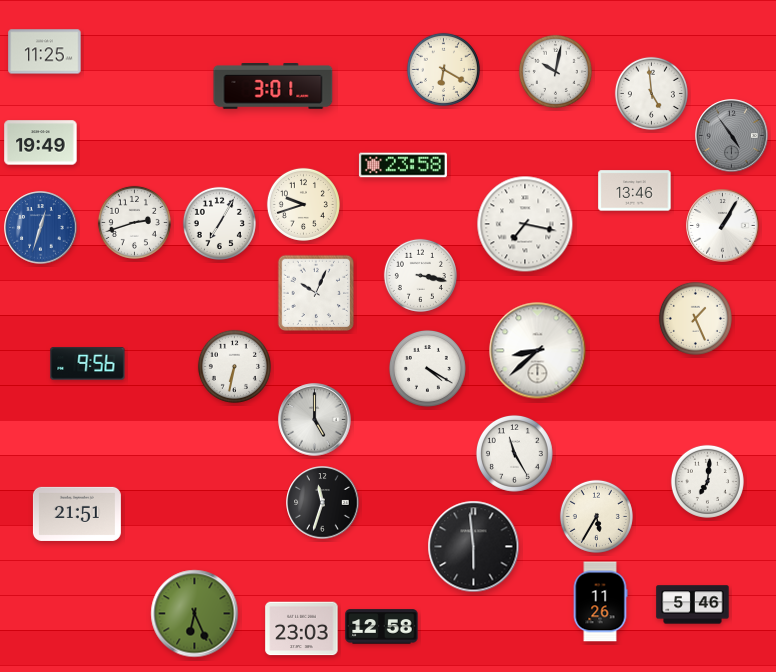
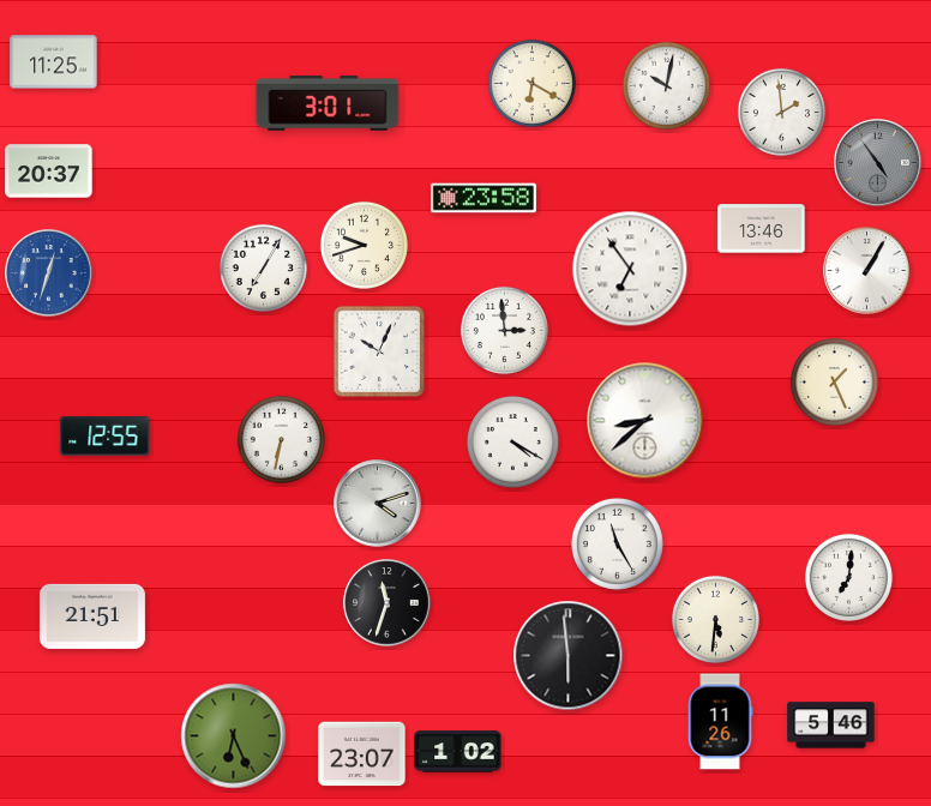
clock at (651, 93): 4:59 -> 1:59
clock at (41, 143): 19:49 -> 20:37
clock at (134, 222): 2:42 -> none
clock at (525, 224): 7:17 -> 6:54
clock at (420, 275): 3:17 -> 2:59
clock at (88, 364): 9:56 -> 12:55
clock at (315, 420): 5:00 -> 4:12
clock at (596, 516): 5:35 -> 5:31
clock at (382, 627): 12:58 -> 1:02
clock at (302, 629): 23:03 -> 23:07
